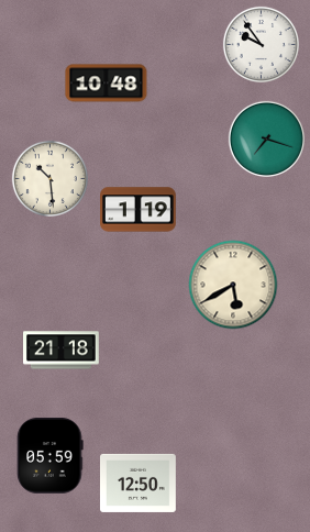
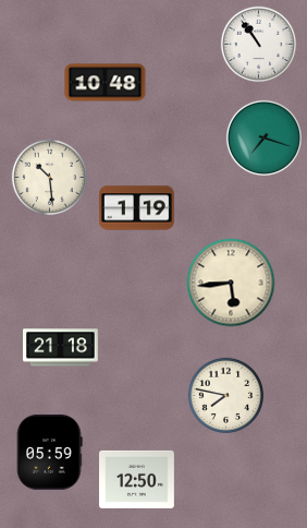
clock at (261, 44): 9:54 -> 10:54
clock at (233, 285): 5:40 -> 5:44
clock at (225, 395): none -> 7:47
